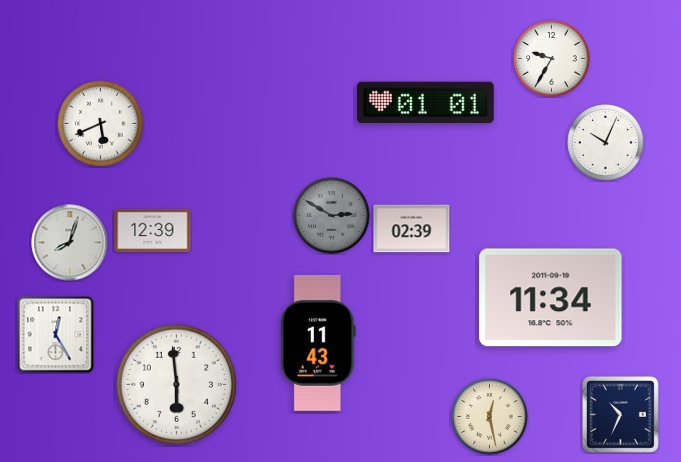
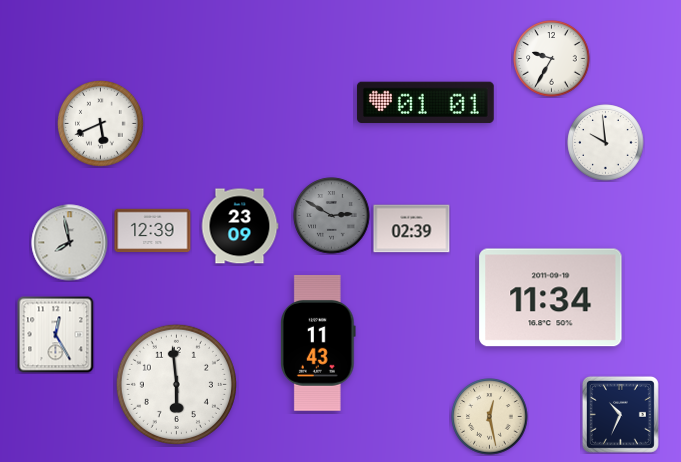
clock at (606, 143): 10:04 -> 9:59
clock at (240, 226): none -> 23:09
clock at (70, 243): 8:03 -> 7:58
